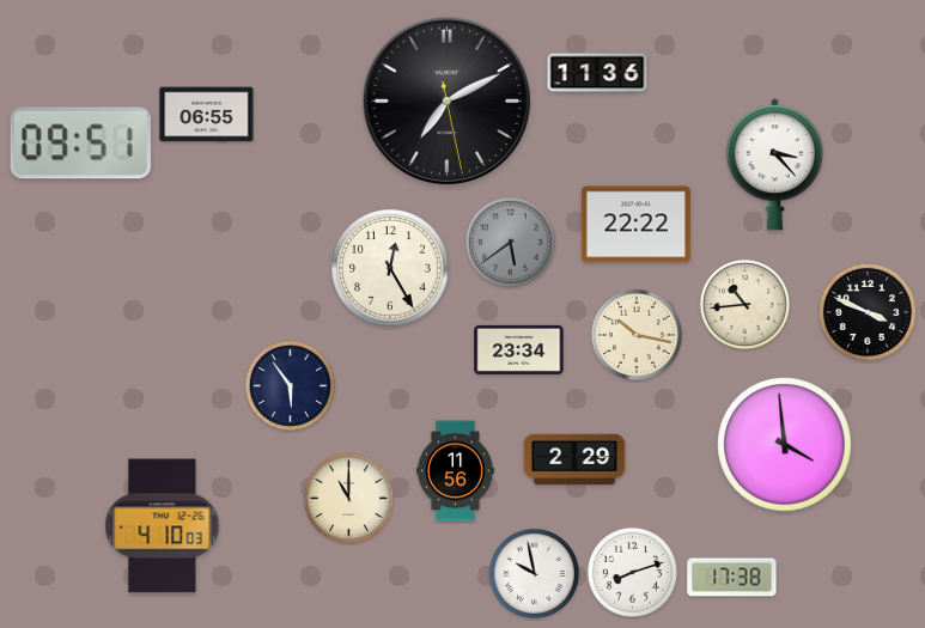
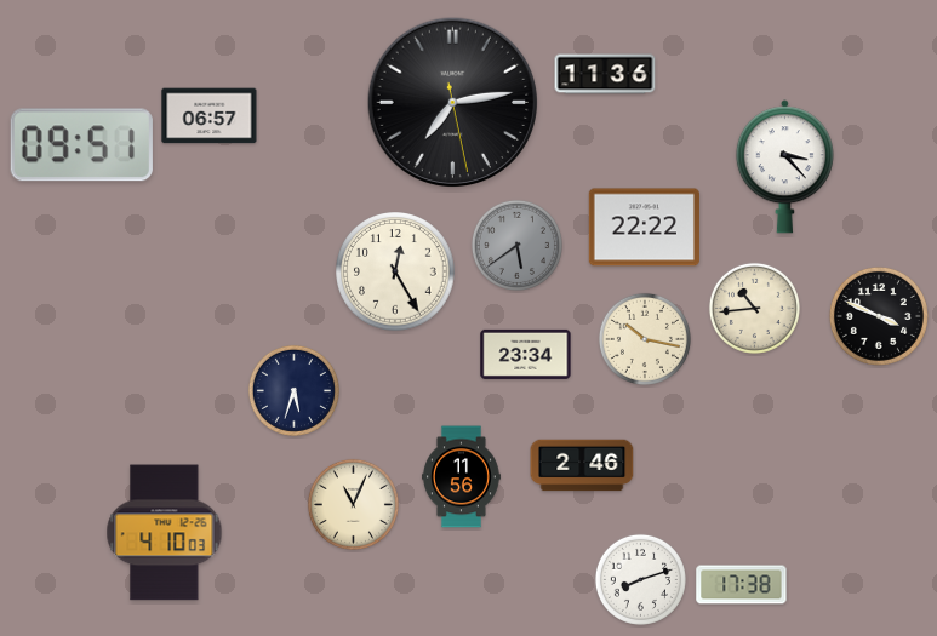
clock at (446, 102): 7:10 -> 7:13
clock at (207, 115): 06:55 -> 06:57
clock at (290, 385): 5:54 -> 5:33
clock at (785, 445): 3:59 -> none
clock at (574, 459): 2:29 -> 2:46
clock at (348, 498): 11:00 -> 11:04
clock at (534, 573): 9:58 -> none
